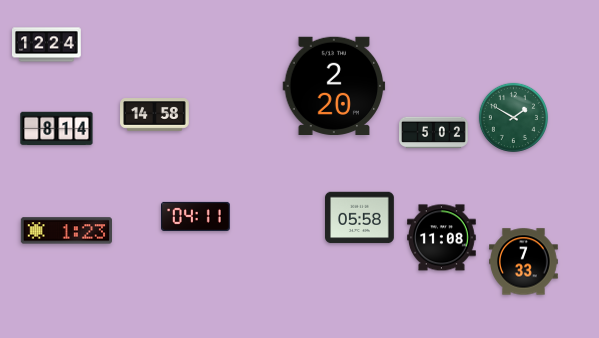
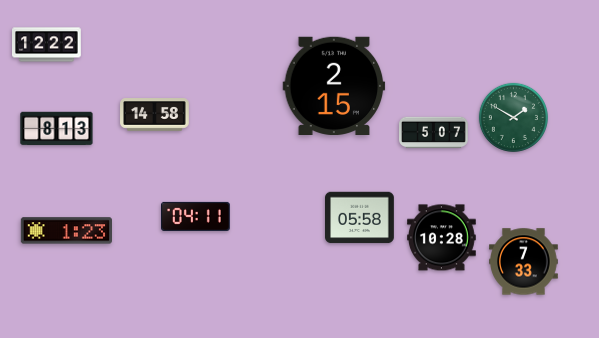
clock at (47, 45): 12:24 -> 12:22
clock at (334, 85): 2:20 -> 2:15
clock at (57, 129): 8:14 -> 8:13
clock at (434, 133): 5:02 -> 5:07
clock at (442, 238): 11:08 -> 10:28
